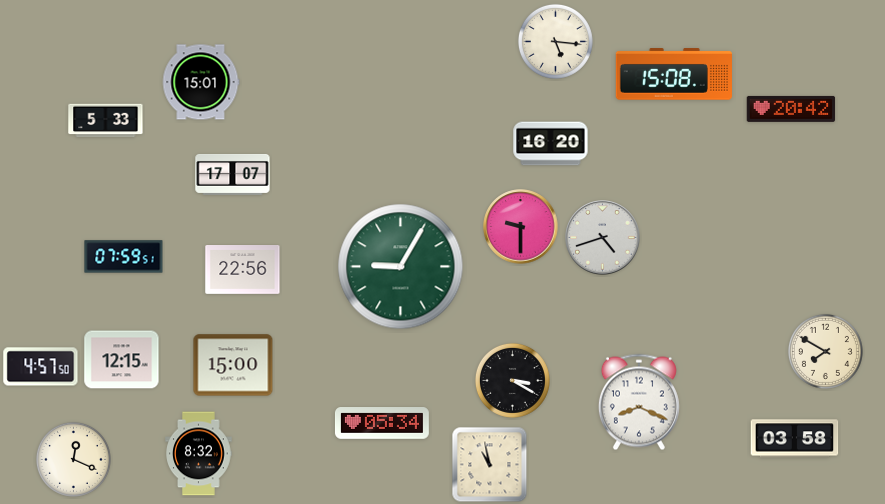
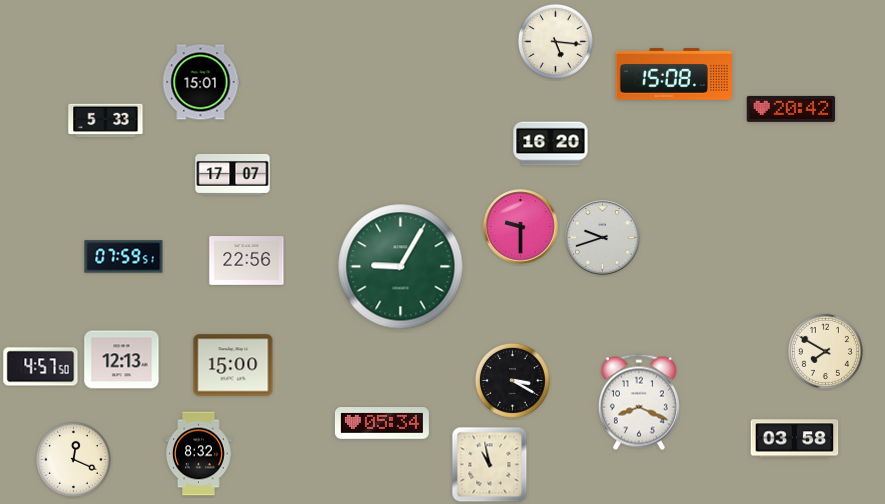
clock at (603, 238): 4:42 -> 9:42
clock at (243, 270) position: (243, 270) -> (247, 261)
clock at (122, 360): 12:15 -> 12:13
